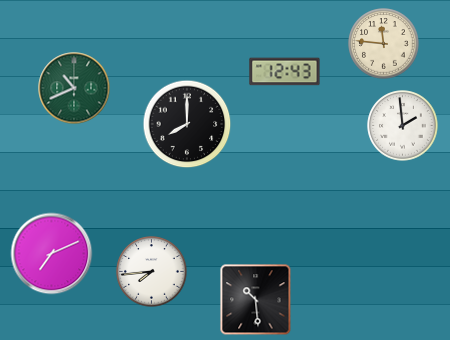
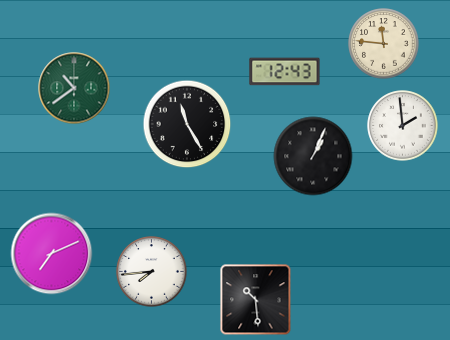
clock at (74, 88): 10:41 -> 10:39
clock at (187, 124): 8:00 -> 11:25
clock at (313, 156): none -> 1:04
